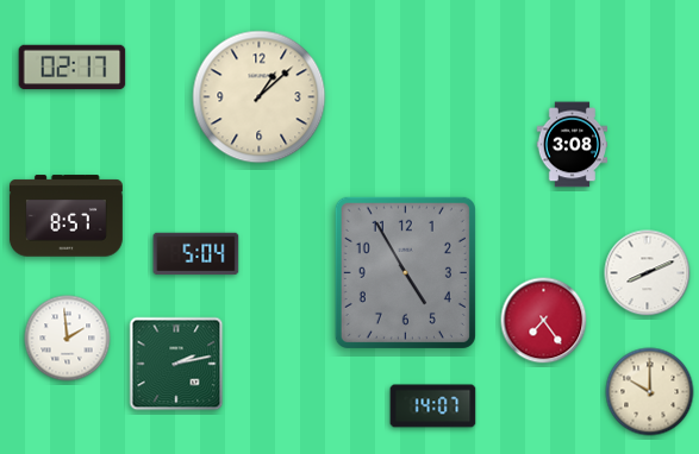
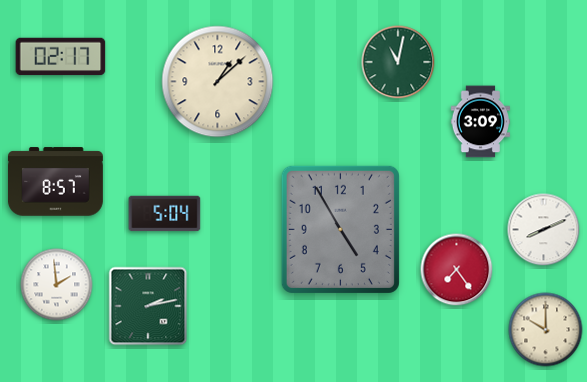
clock at (398, 62): none -> 11:02
clock at (573, 145): 3:08 -> 3:09
clock at (433, 406): 14:07 -> none
